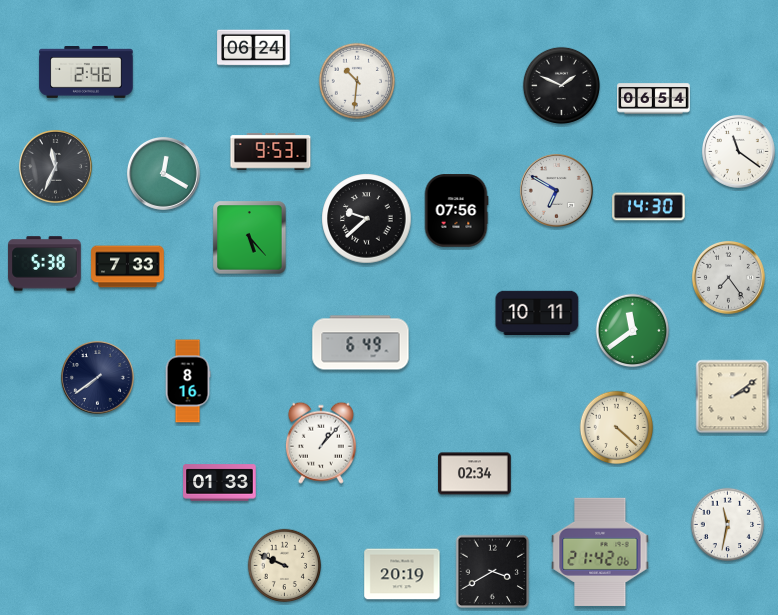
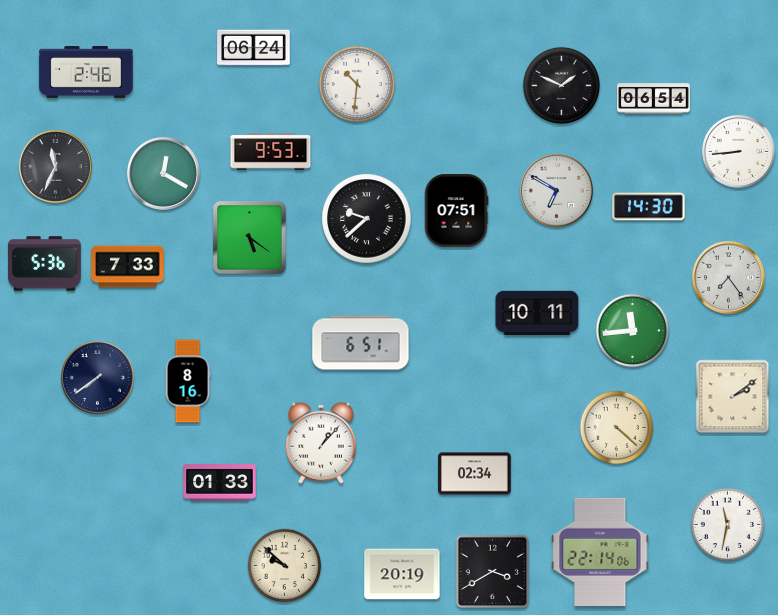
clock at (356, 80) position: (356, 80) -> (356, 83)
clock at (738, 151): 11:21 -> 8:44
clock at (456, 211): 07:56 -> 07:51
clock at (250, 238): 5:23 -> 5:21
clock at (45, 264): 5:38 -> 5:36
clock at (633, 331): 11:39 -> 11:44
clock at (361, 343): 6:49 -> 6:51
clock at (600, 551): 21:42 -> 22:14
clock at (285, 566): 9:49 -> 9:52
